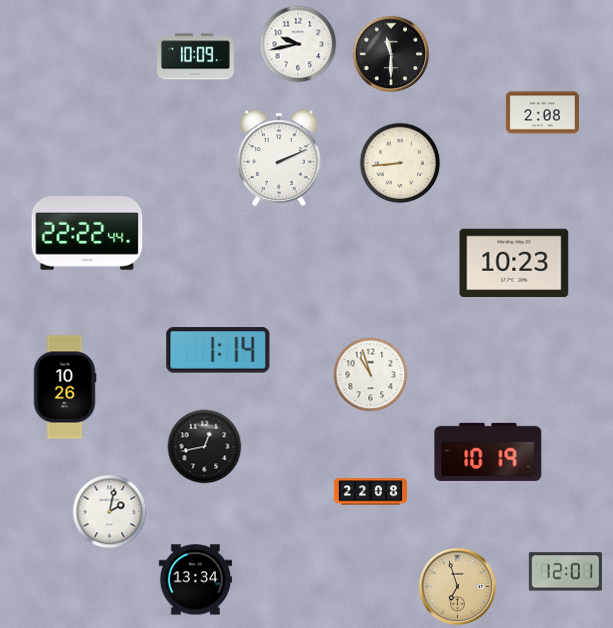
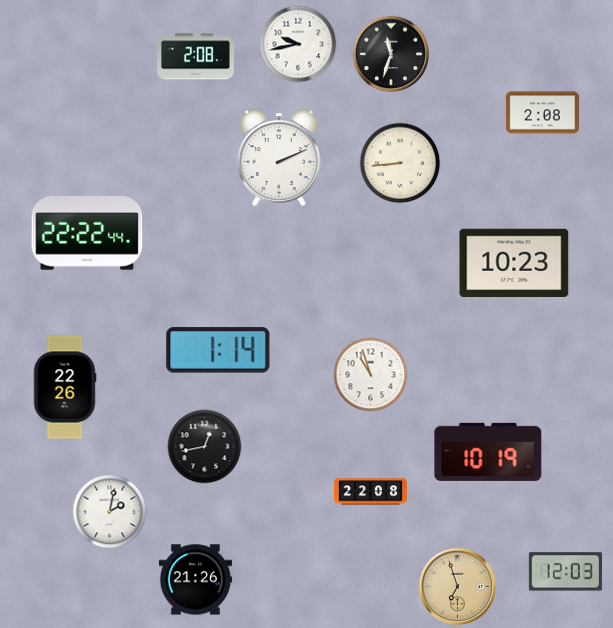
clock at (391, 54): 11:30 -> 11:33
clock at (196, 57): 10:09 -> 2:08
clock at (65, 387): 10:26 -> 22:26
clock at (565, 572): 12:01 -> 12:03
clock at (195, 580): 13:34 -> 21:26
